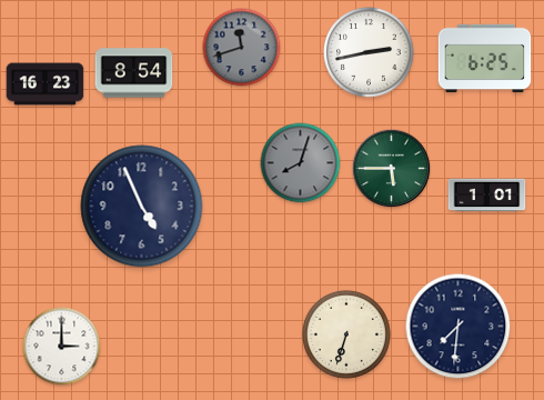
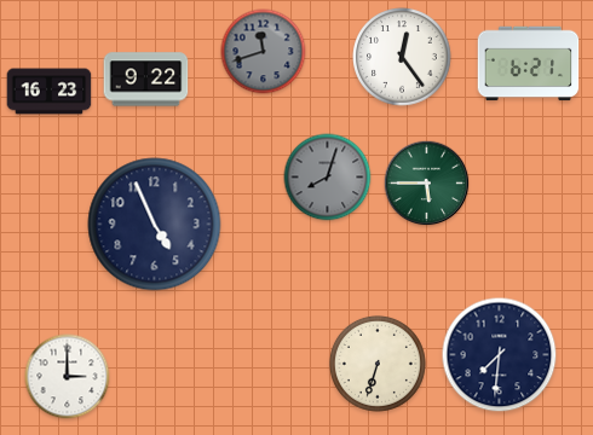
clock at (369, 52): 2:43 -> 12:24
clock at (485, 59): 6:25 -> 6:21
clock at (134, 73): 8:54 -> 9:22
clock at (487, 196): 1:01 -> none
